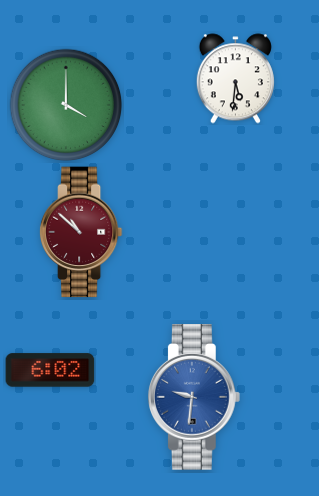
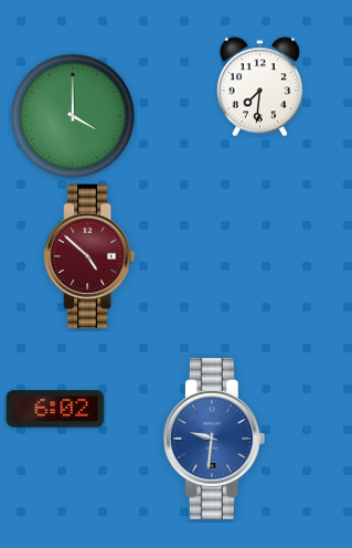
clock at (235, 79): 5:31 -> 7:31
clock at (81, 232): 10:52 -> 4:52
